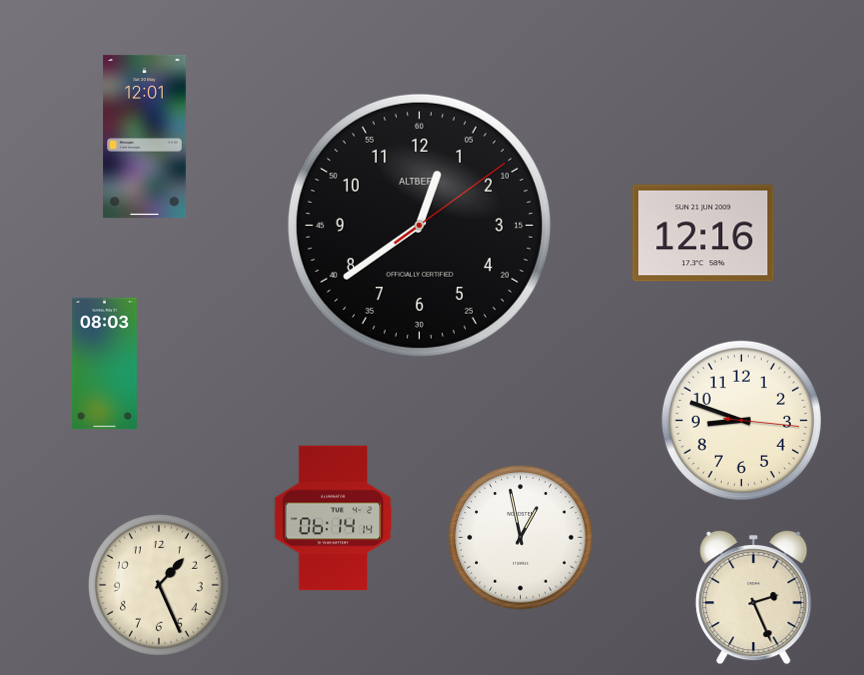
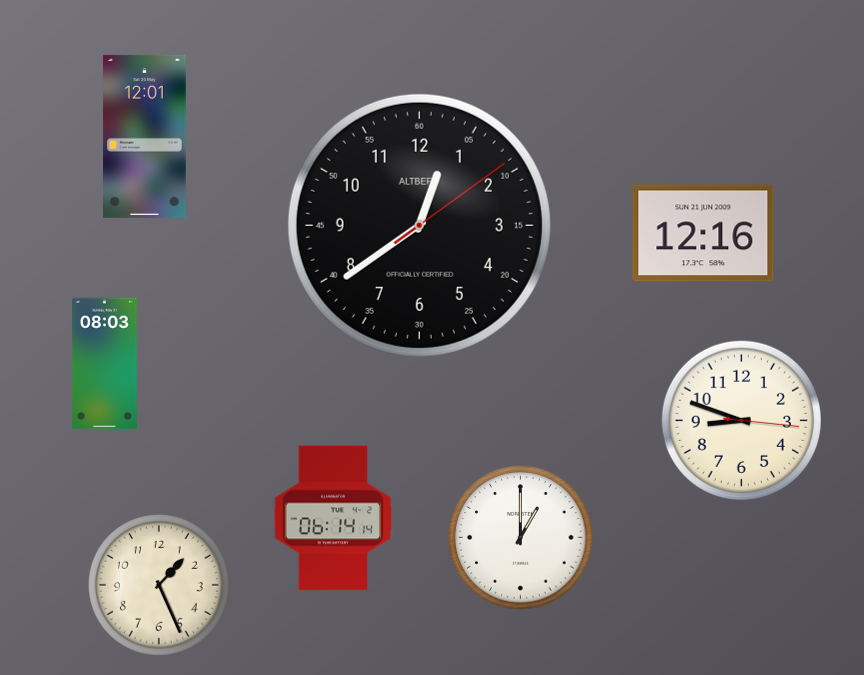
clock at (521, 538): 12:58 -> 1:00
clock at (754, 597): 2:26 -> none
